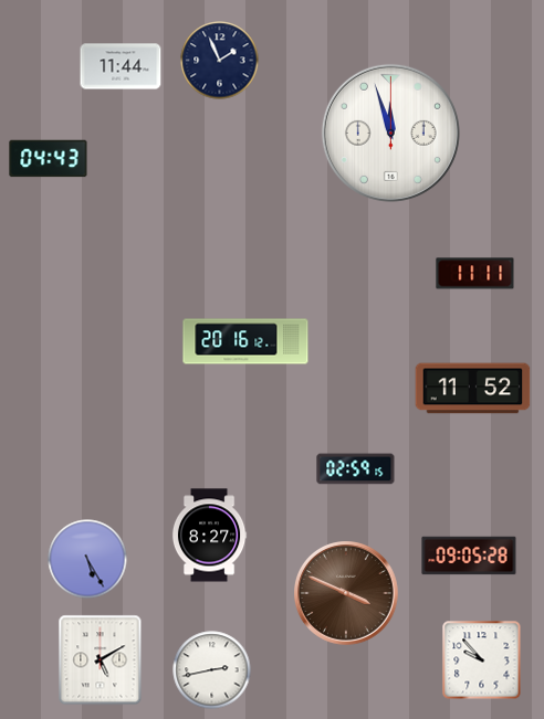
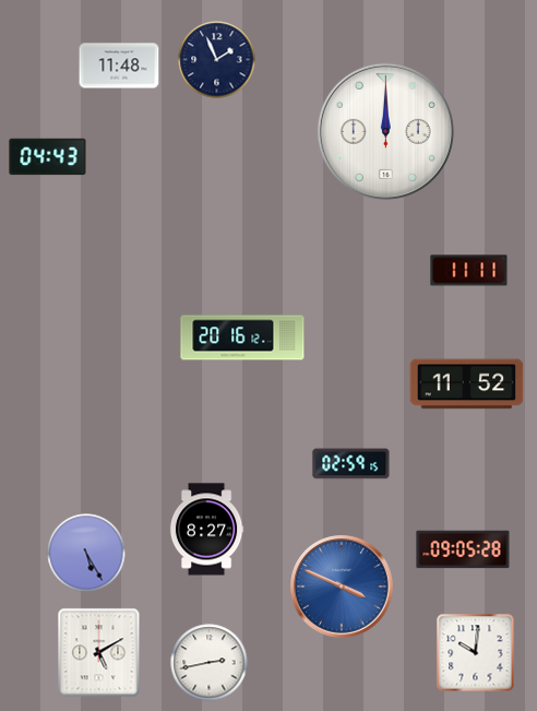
clock at (121, 66): 11:44 -> 11:48
clock at (390, 133): 11:57 -> 12:00
clock at (346, 593) dial: brown -> blue
clock at (482, 660): 9:53 -> 10:01
